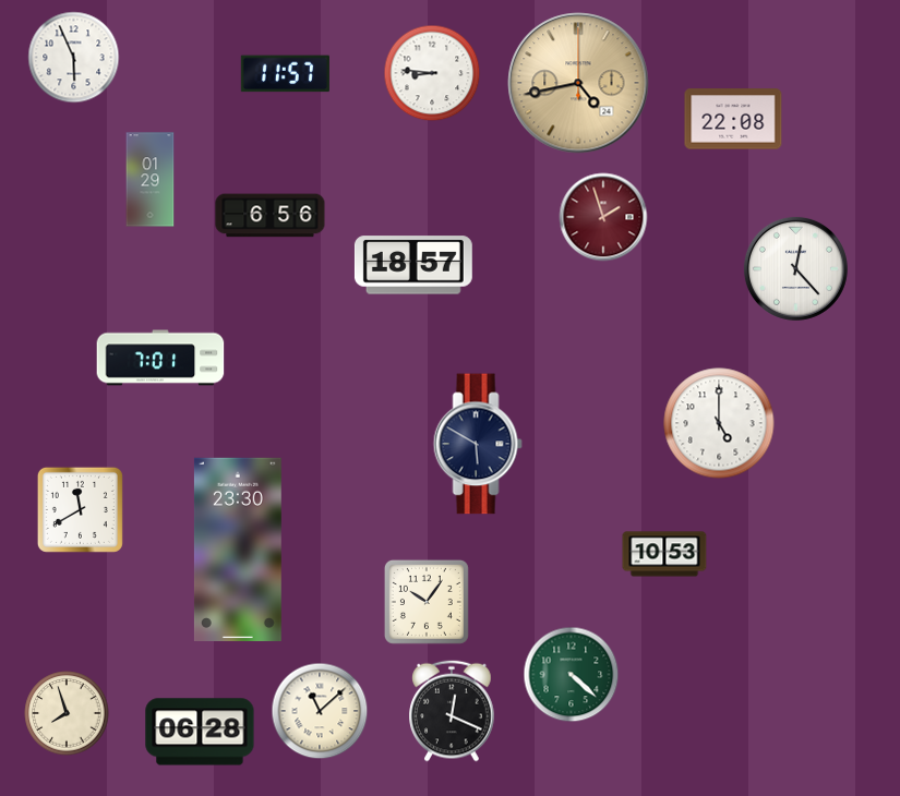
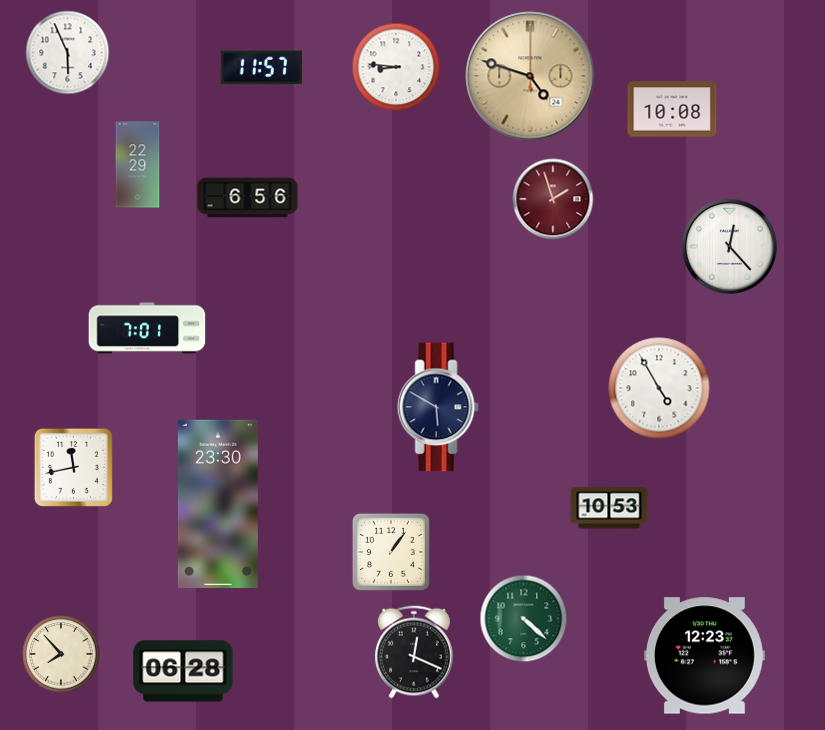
clock at (578, 83): 4:43 -> 4:48
clock at (733, 119): 22:08 -> 10:08
clock at (151, 180): 01:29 -> 22:29
clock at (413, 265): 18:57 -> none
clock at (719, 423): 5:00 -> 4:55
clock at (80, 509): 11:40 -> 11:43
clock at (427, 602): 10:06 -> 1:06
clock at (320, 711): 11:08 -> none
clock at (67, 713): 7:57 -> 7:53
clock at (704, 656): none -> 12:23
